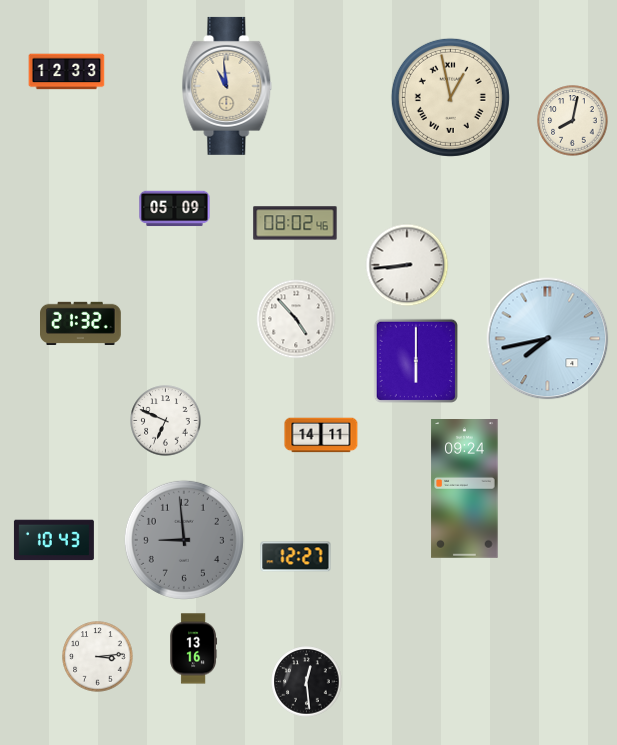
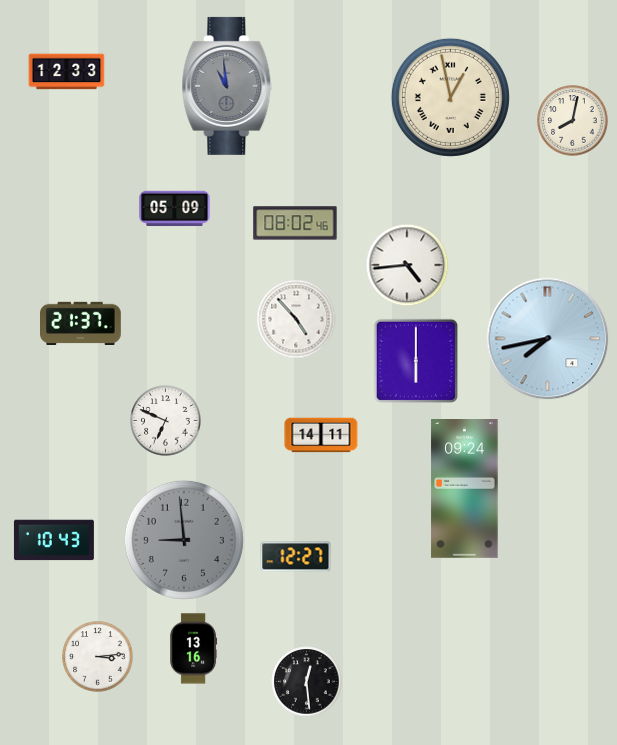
clock at (227, 86) dial: cream -> grey
clock at (407, 265): 8:44 -> 4:44
clock at (81, 323): 21:32 -> 21:37
